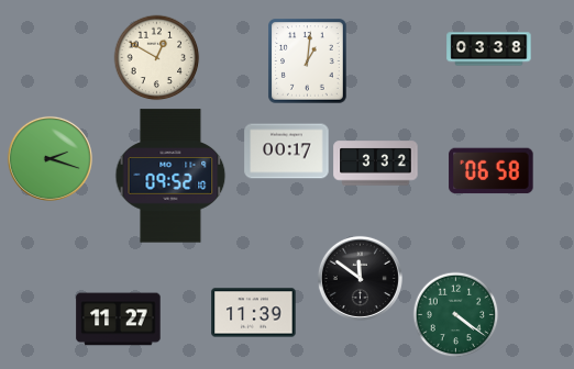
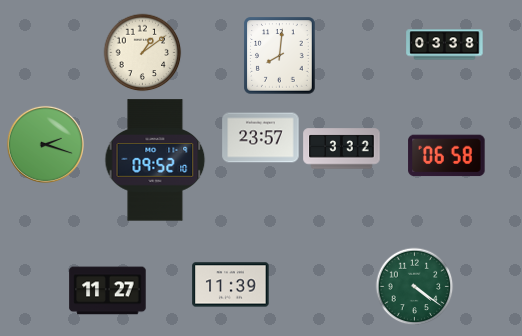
clock at (156, 57): 12:50 -> 1:09
clock at (308, 62): 1:01 -> 8:01
clock at (287, 152): 00:17 -> 23:57
clock at (360, 278): 11:51 -> none
